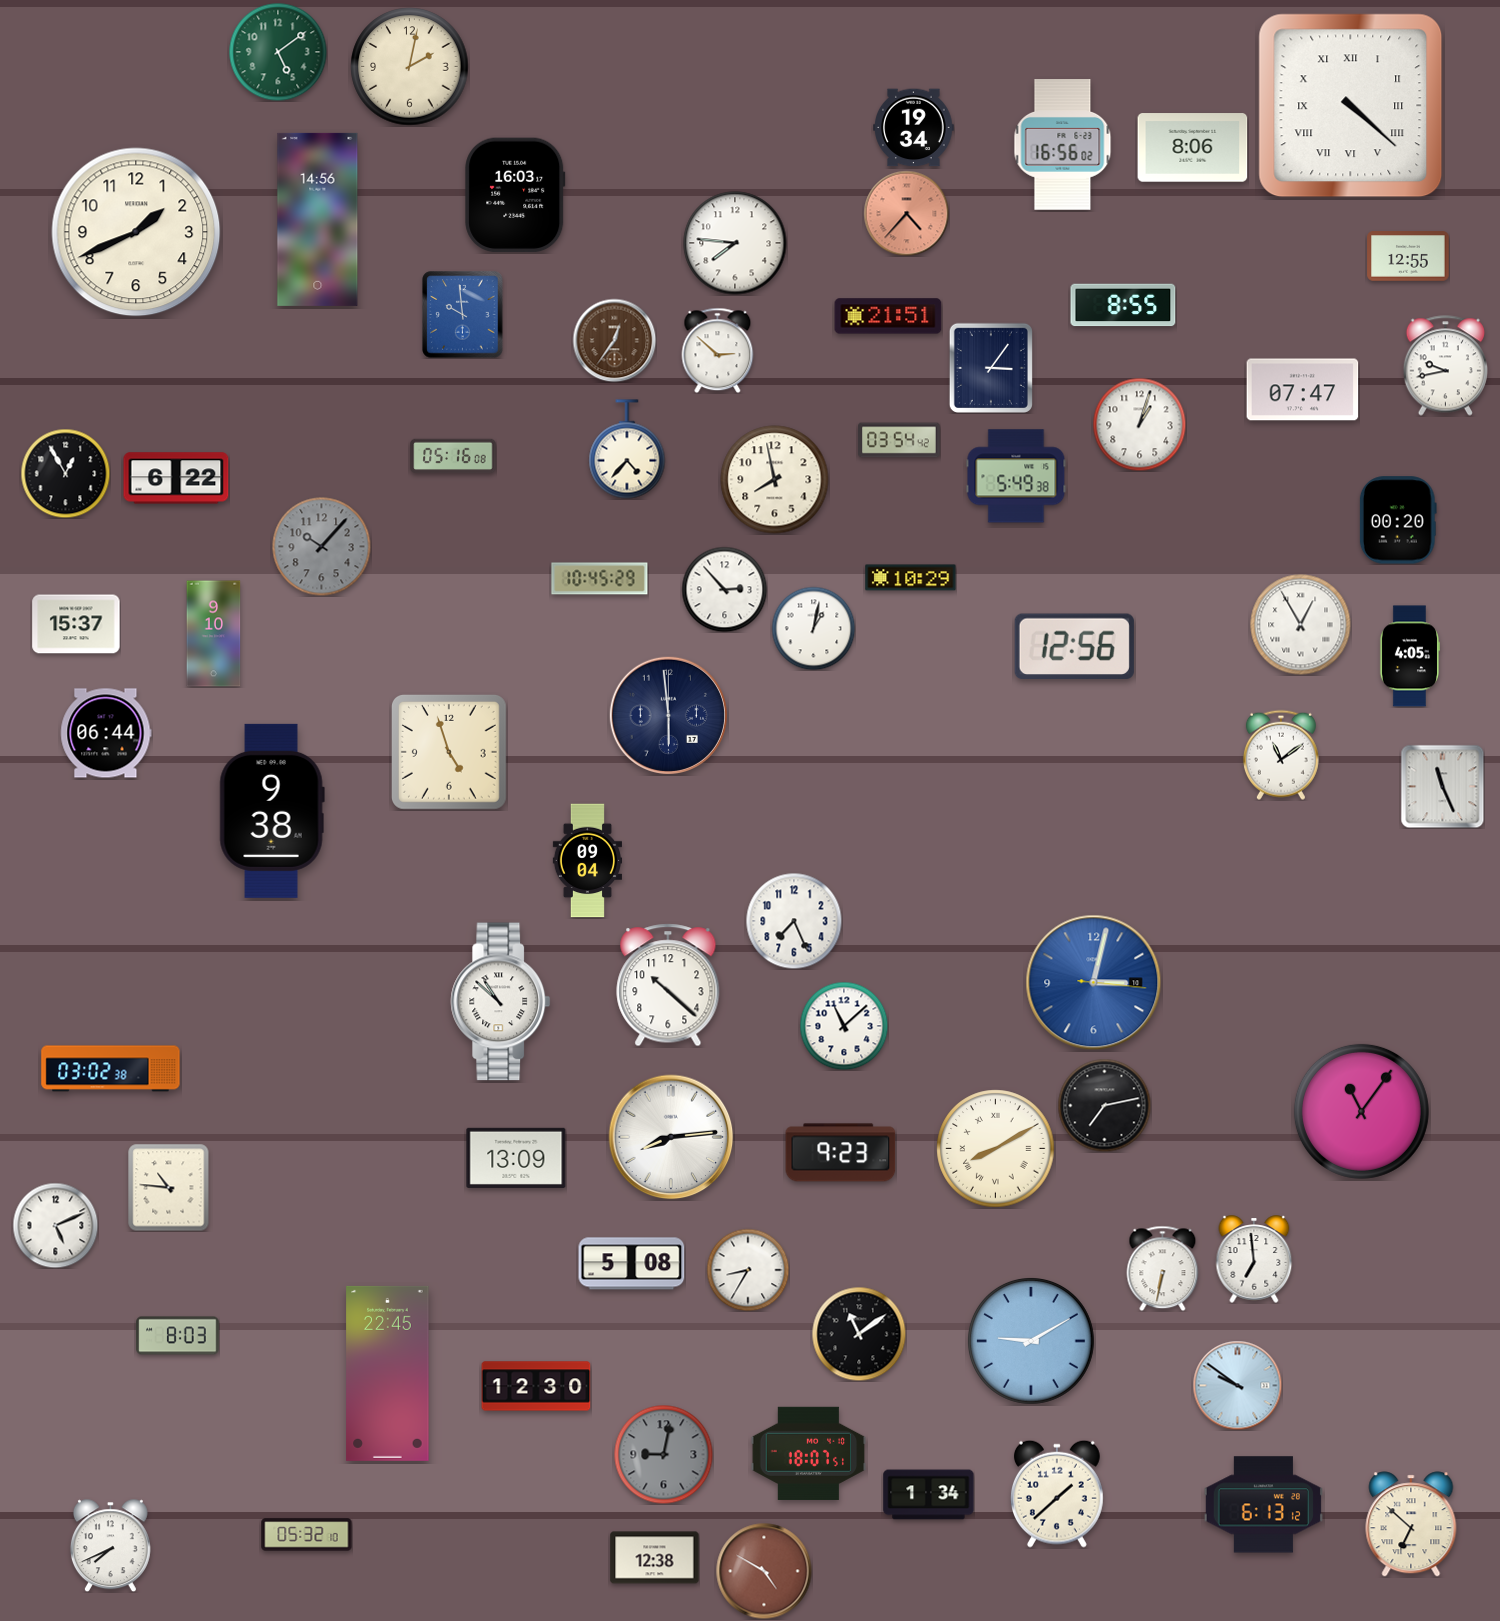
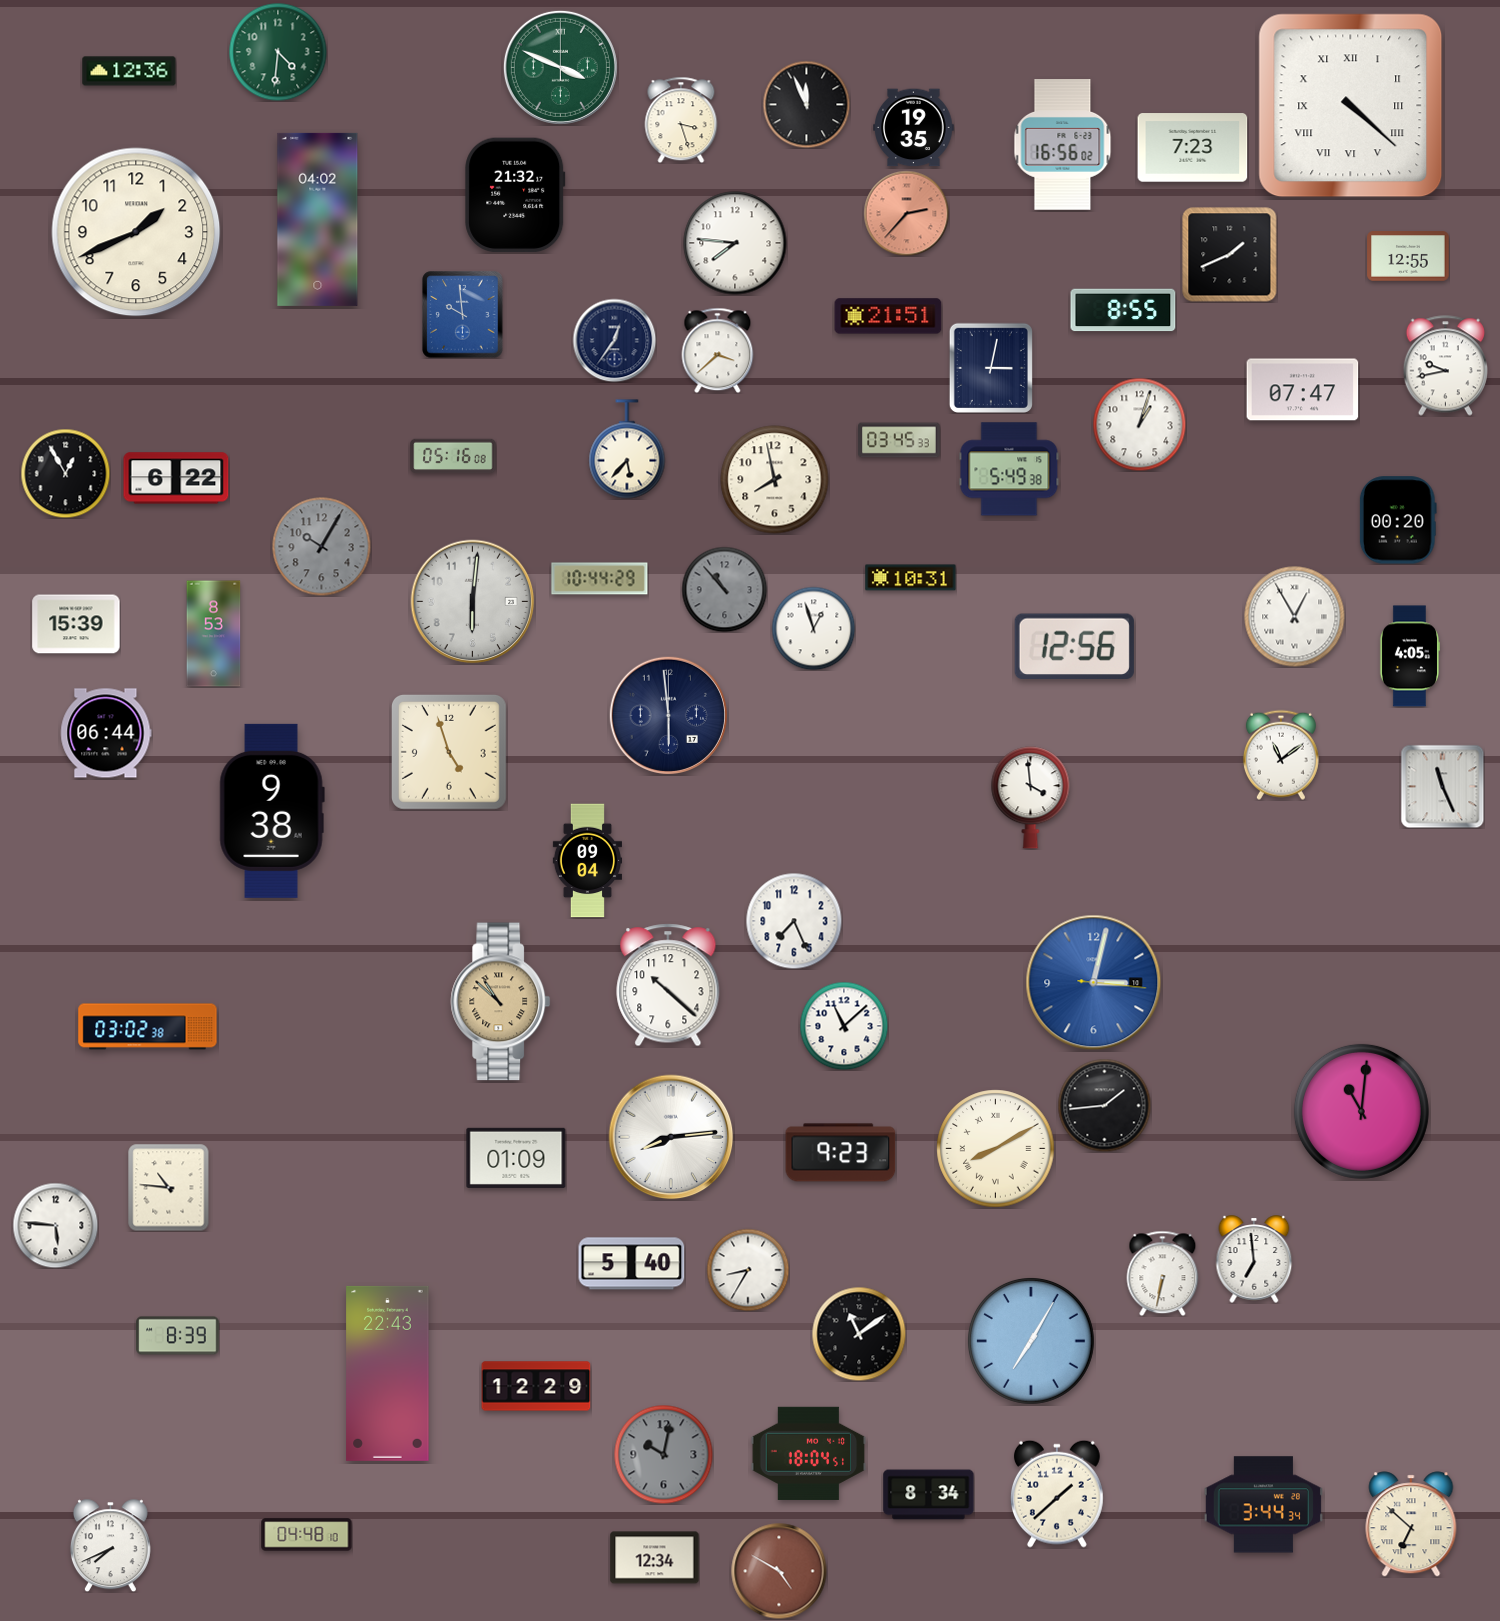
clock at (278, 52): 5:09 -> 4:31
clock at (410, 67): 2:02 -> none
clock at (560, 67): none -> 3:49
clock at (129, 71): none -> 12:36
clock at (806, 104): none -> 11:56
clock at (681, 120): none -> 3:27
clock at (914, 128): 19:34 -> 19:35
clock at (1193, 148): 8:06 -> 7:23
clock at (515, 195): 16:03 -> 21:32
clock at (906, 213): 4:37 -> 2:37
clock at (318, 219): 14:56 -> 04:02
clock at (1230, 255): none -> 1:41
clock at (1123, 305) position: (1123, 305) -> (1123, 310)
clock at (614, 340) dial: brown -> navy
clock at (718, 350): 2:52 -> 3:38
clock at (991, 368): 3:06 -> 3:02
clock at (899, 440): 03:54 -> 03:45
clock at (627, 449): 4:37 -> 5:37
clock at (1016, 476) position: (1016, 476) -> (1009, 469)
clock at (322, 547): 10:07 -> 10:05
clock at (911, 578): 10:29 -> 10:31
clock at (600, 579): 10:45 -> 10:44
clock at (724, 589): 2:53 -> 10:53
clock at (724, 589) dial: white -> grey
clock at (473, 602): none -> 6:01
clock at (76, 624): 15:37 -> 15:39
clock at (1301, 625) position: (1301, 625) -> (1295, 617)
clock at (813, 628): 1:02 -> 12:57
clock at (214, 634): 9:10 -> 8:53
clock at (1031, 798): none -> 3:59
clock at (501, 1002) dial: white -> champagne
clock at (111, 1069) position: (111, 1069) -> (148, 1027)
clock at (1104, 1105): 7:13 -> 1:44
clock at (1361, 1111): 11:06 -> 11:01
clock at (516, 1158): 13:09 -> 01:09
clock at (55, 1225): 5:11 -> 5:46
clock at (632, 1264): 5:08 -> 5:40
clock at (1163, 1268) position: (1163, 1268) -> (1163, 1273)
clock at (178, 1336): 8:03 -> 8:39
clock at (1032, 1342): 9:10 -> 7:05
clock at (388, 1373): 22:45 -> 22:43
clock at (1237, 1385): 9:51 -> none
clock at (536, 1386): 12:30 -> 12:29
clock at (809, 1453): 18:07 -> 18:04
clock at (664, 1455): 9:02 -> 10:02
clock at (929, 1495): 1:34 -> 8:34
clock at (1263, 1505): 6:13 -> 3:44
clock at (307, 1535): 05:32 -> 04:48
clock at (655, 1558): 12:38 -> 12:34
clock at (764, 1571) position: (764, 1571) -> (779, 1571)
